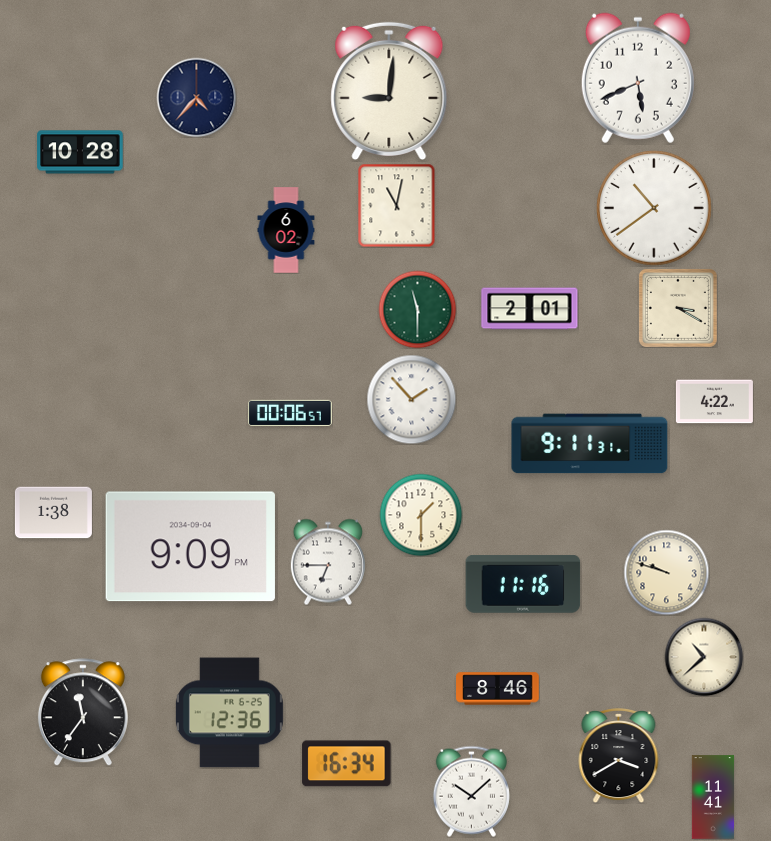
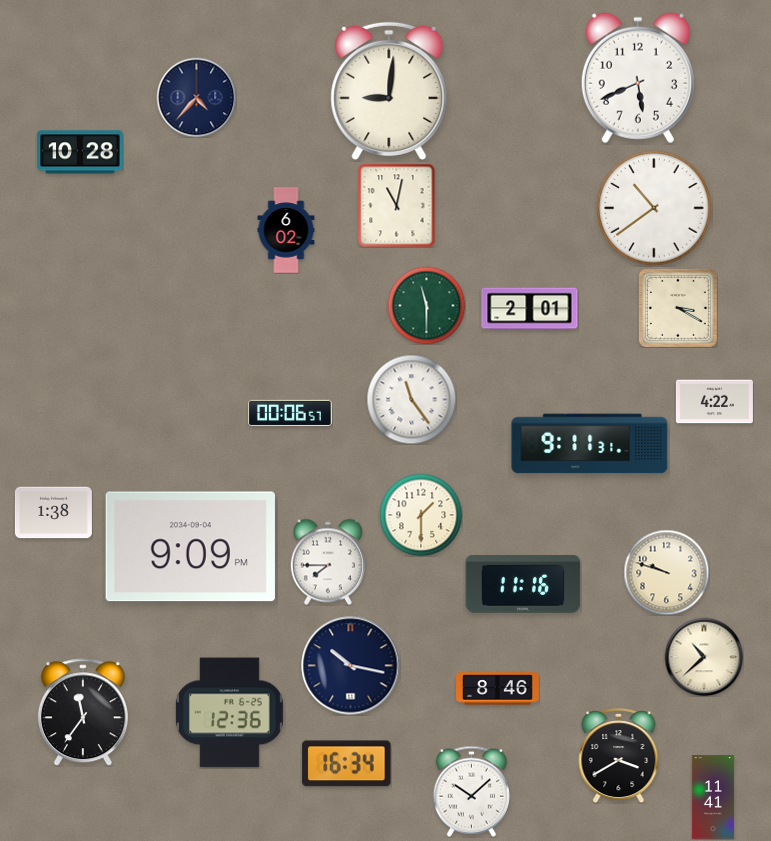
clock at (417, 309) position: (417, 309) -> (426, 305)
clock at (411, 399): 1:53 -> 11:24
clock at (328, 562): 6:45 -> 7:45
clock at (351, 666): none -> 10:17
